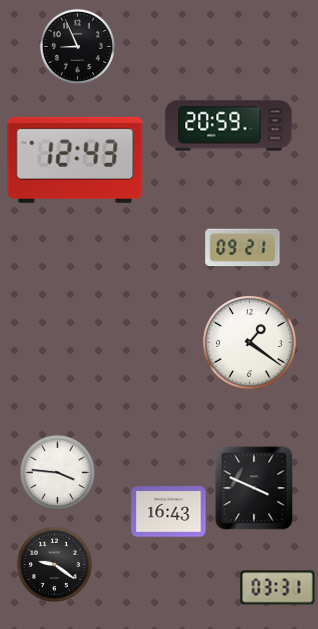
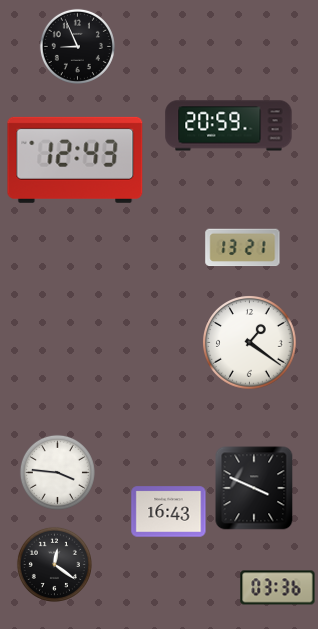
clock at (243, 248): 09:21 -> 13:21
clock at (54, 564): 9:21 -> 12:21
clock at (278, 588): 03:31 -> 03:36
